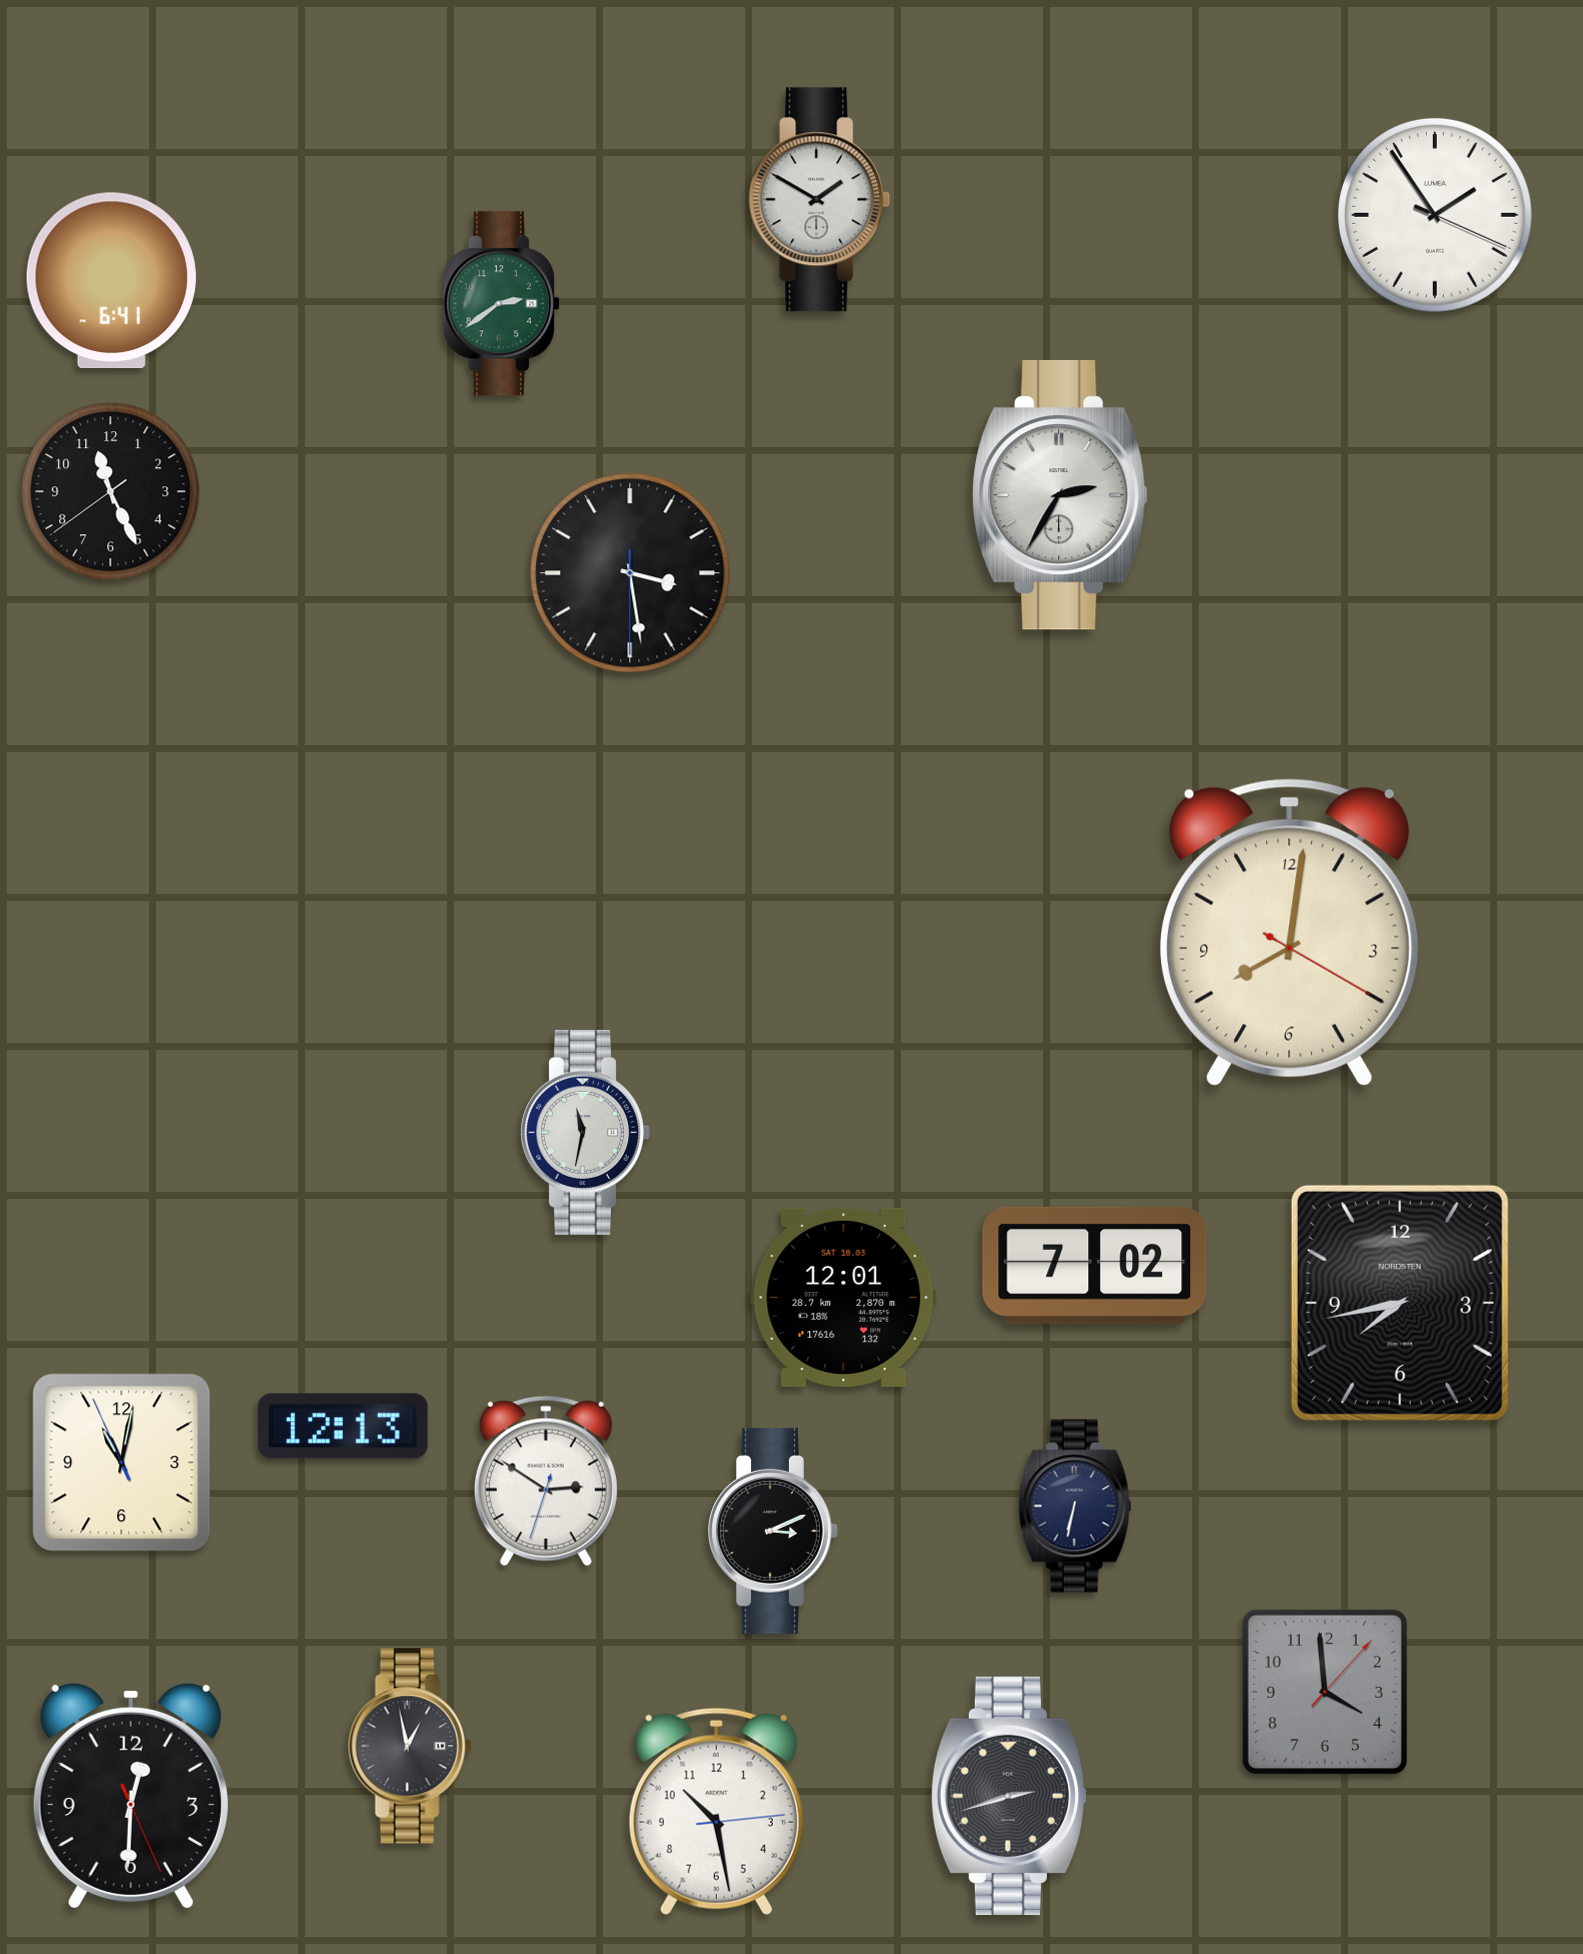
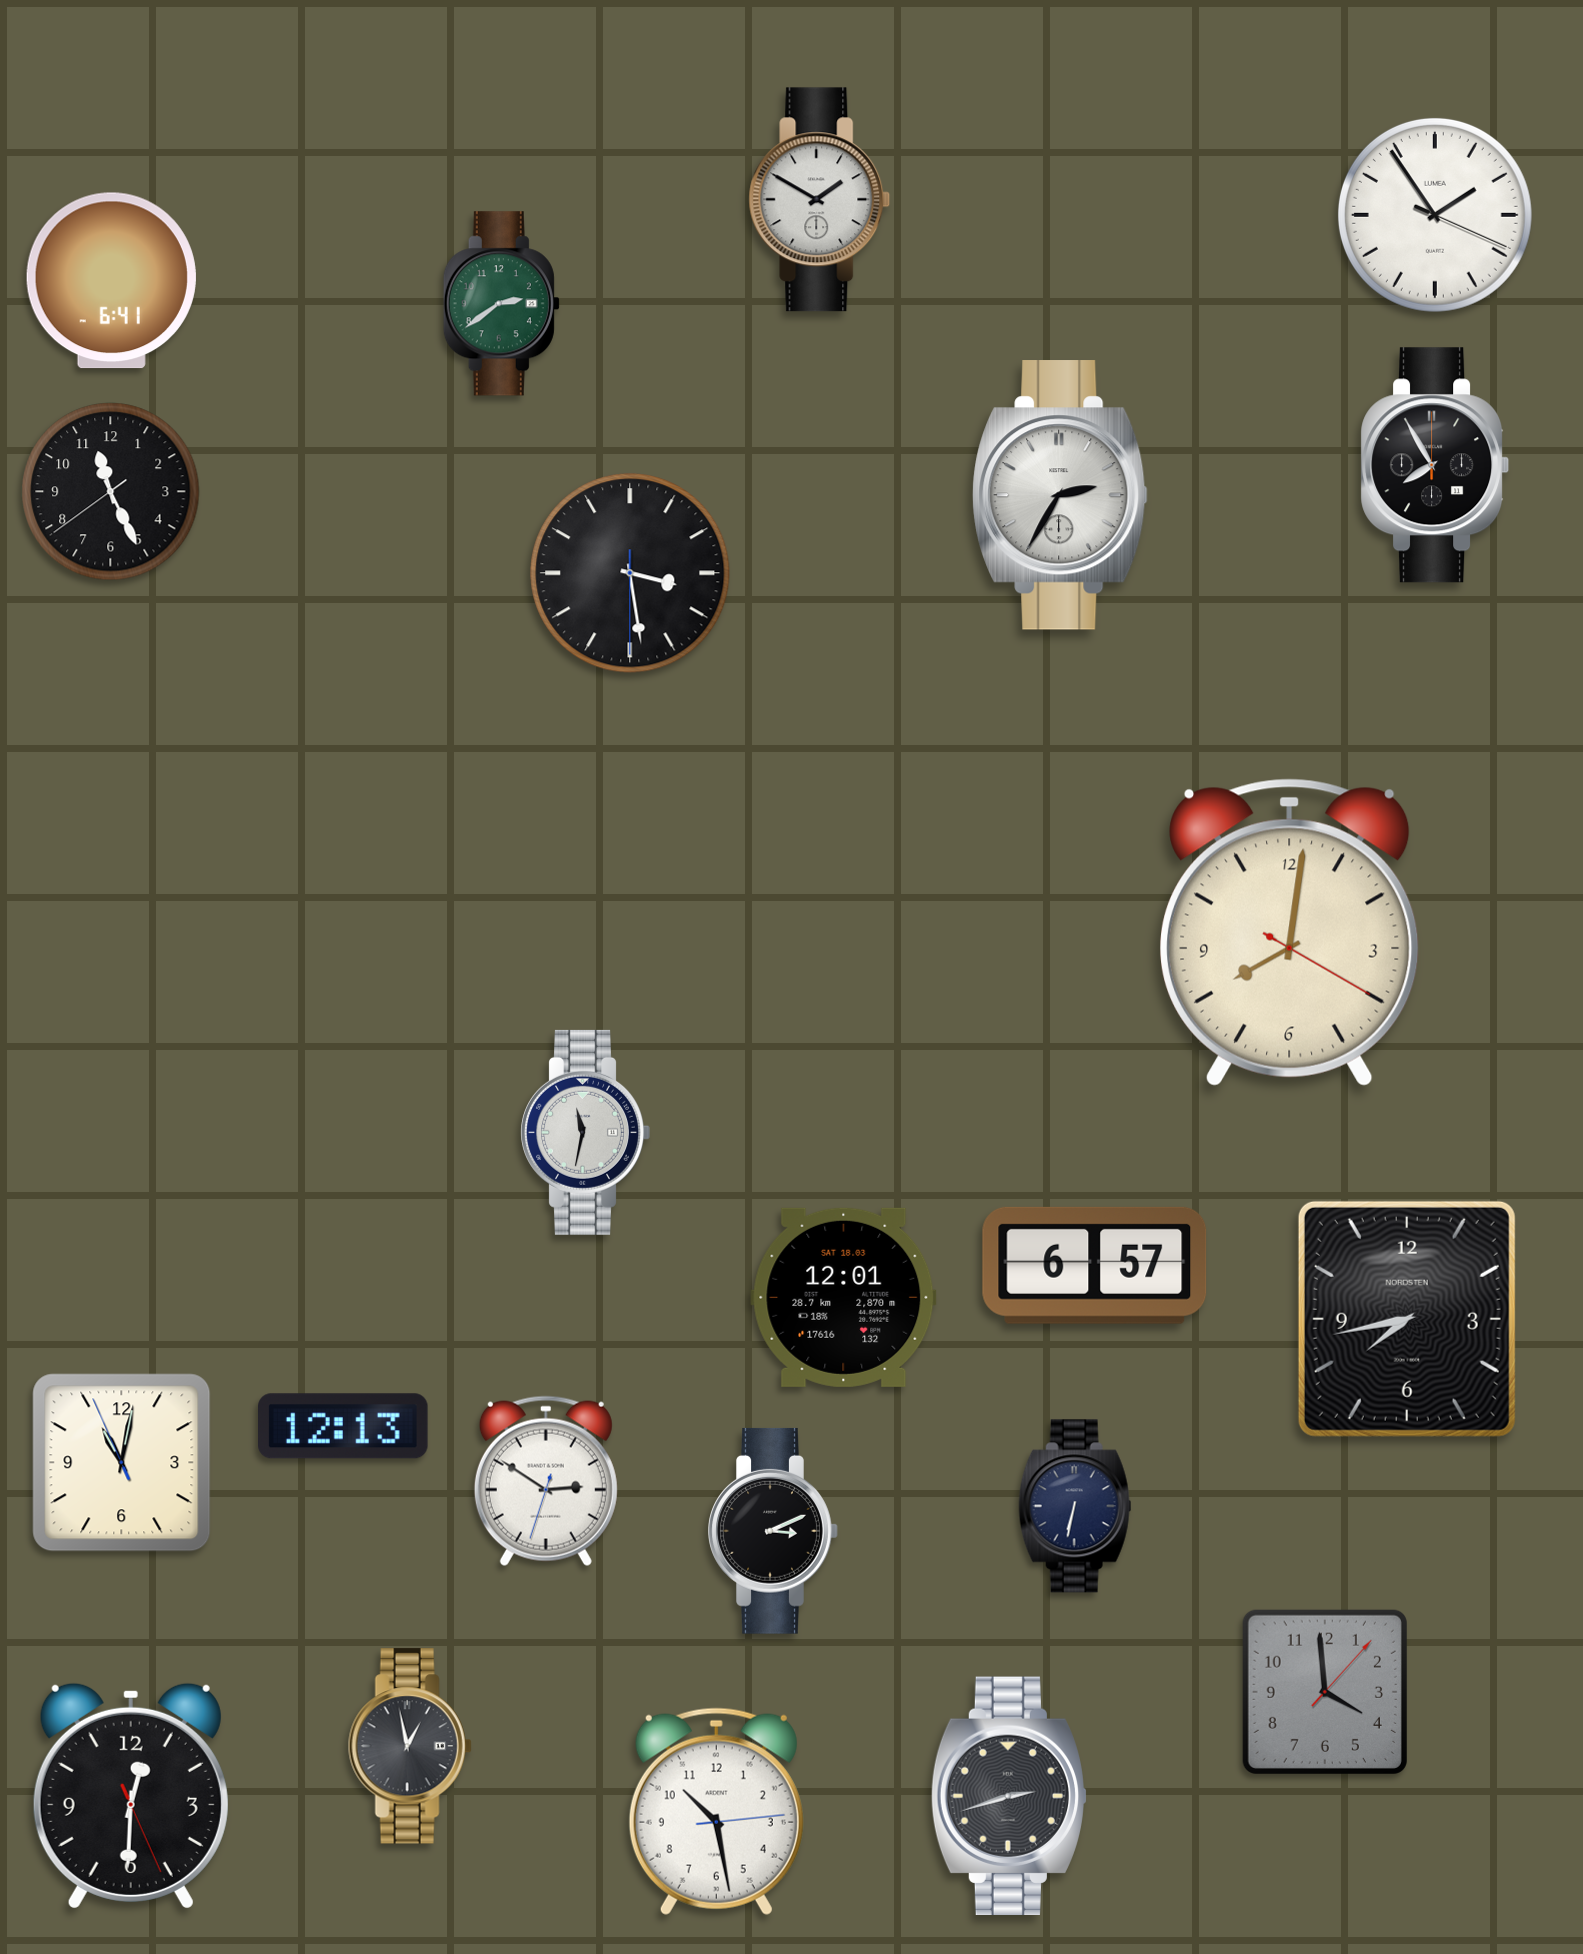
clock at (1435, 465): none -> 7:55
clock at (1095, 1265): 7:02 -> 6:57
clock at (1400, 1303) position: (1400, 1303) -> (1407, 1319)
